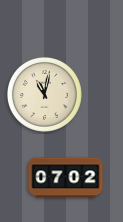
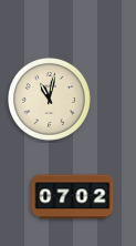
clock at (44, 94) position: (44, 94) -> (49, 99)
